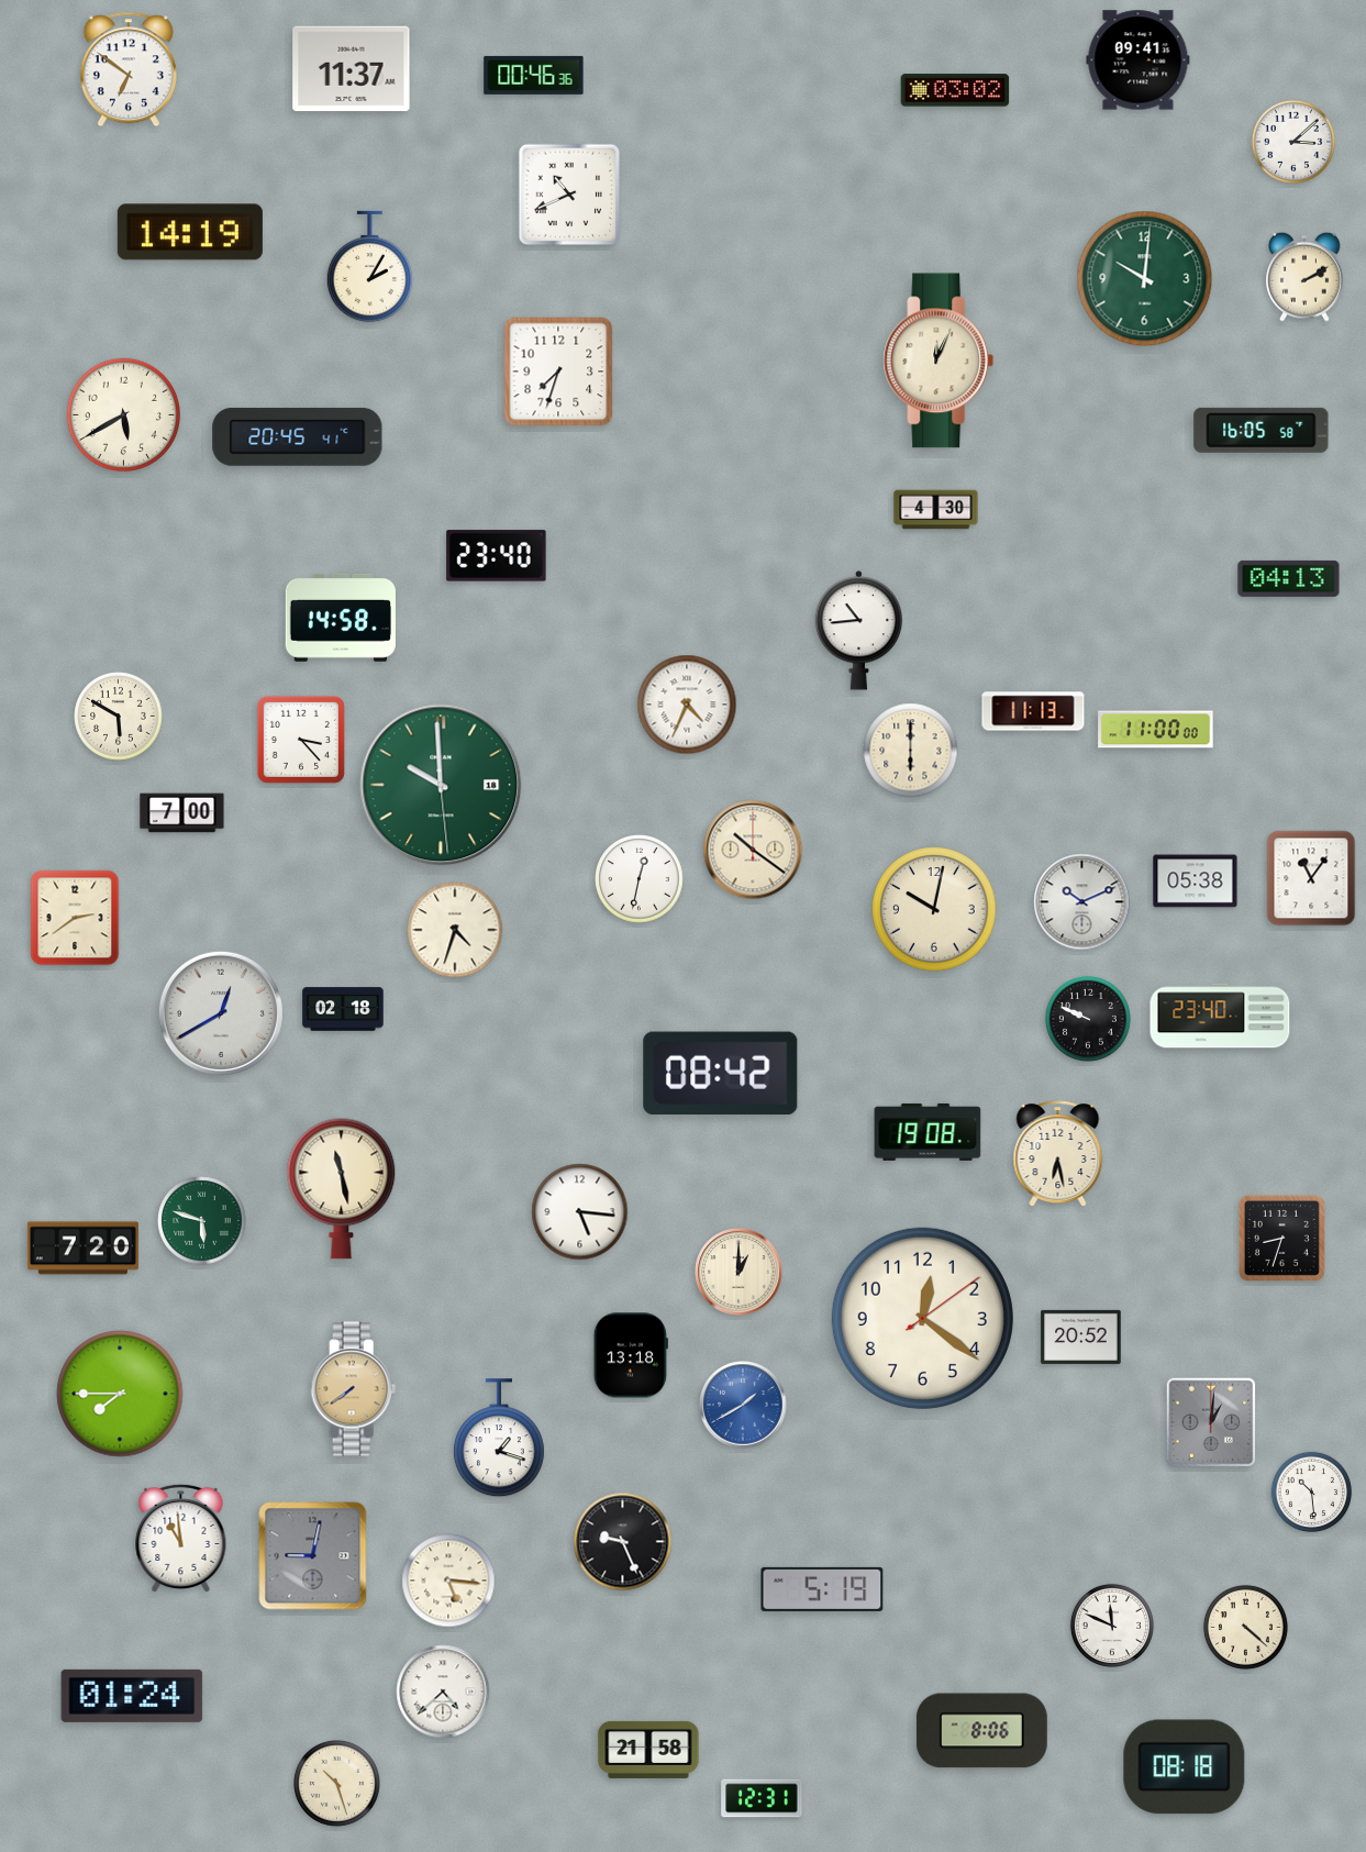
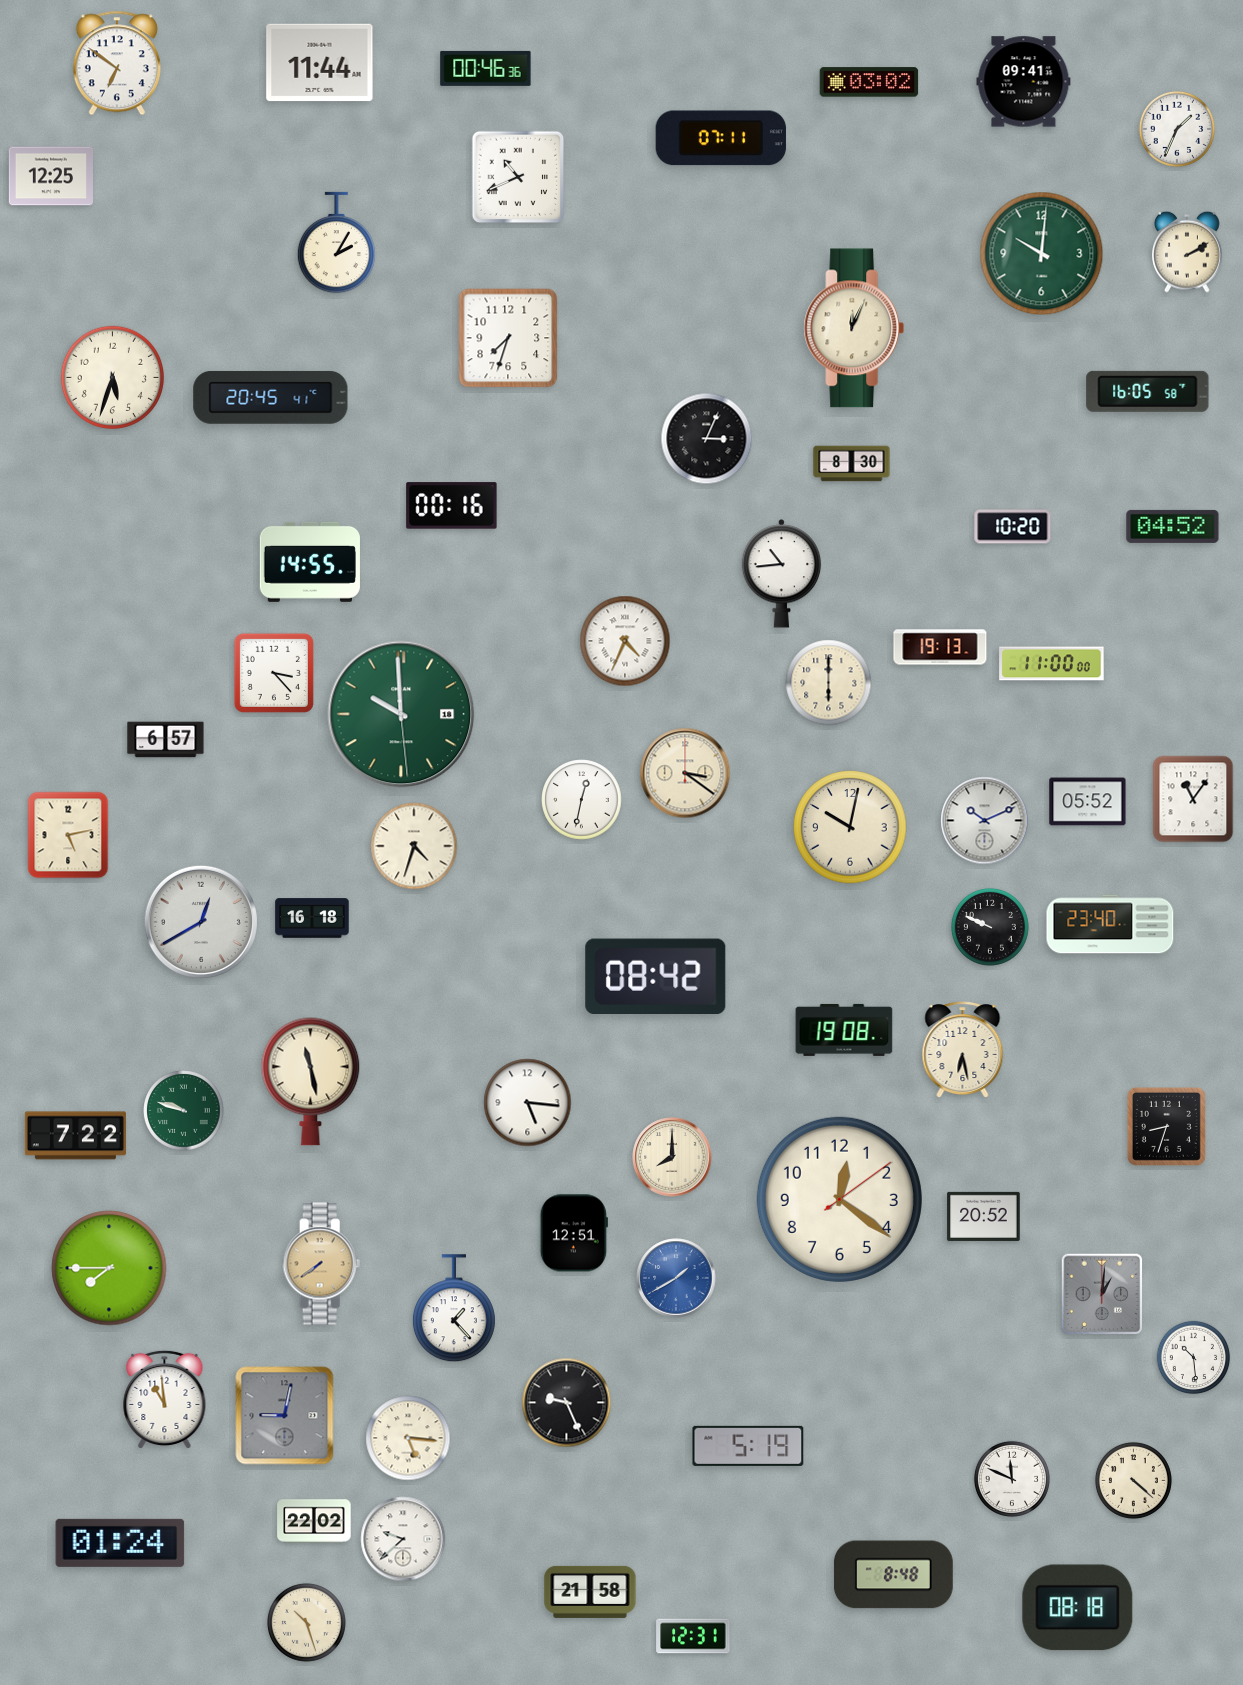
clock at (1139, 60) position: (1139, 60) -> (1024, 82)
clock at (352, 69): 11:37 -> 11:44
clock at (1293, 142): 3:08 -> 1:34
clock at (721, 138): none -> 07:11
clock at (51, 176): none -> 12:25
clock at (190, 232): 14:19 -> none
clock at (123, 414): 5:40 -> 5:33
clock at (707, 439): none -> 3:04
clock at (936, 510): 4:30 -> 8:30
clock at (497, 556): 23:40 -> 00:16
clock at (1289, 578): 04:13 -> 04:52
clock at (1013, 527): none -> 10:20
clock at (341, 618): 14:58 -> 14:55
clock at (1033, 711): 11:13 -> 19:13
clock at (119, 717): 5:50 -> none
clock at (182, 813): 7:00 -> 6:57
clock at (753, 850): 10:21 -> 3:21
clock at (1196, 881): 05:38 -> 05:52
clock at (75, 918): 2:39 -> 5:13
clock at (343, 1009): 02:18 -> 16:18
clock at (202, 1221): 5:48 -> 9:48
clock at (82, 1249): 7:20 -> 7:22
clock at (738, 1272): 1:00 -> 8:00
clock at (631, 1355): 13:18 -> 12:51
clock at (499, 1439): 1:18 -> 1:23
clock at (314, 1521): none -> 22:02
clock at (443, 1692): 4:38 -> 9:38
clock at (981, 1731): 8:06 -> 8:48
